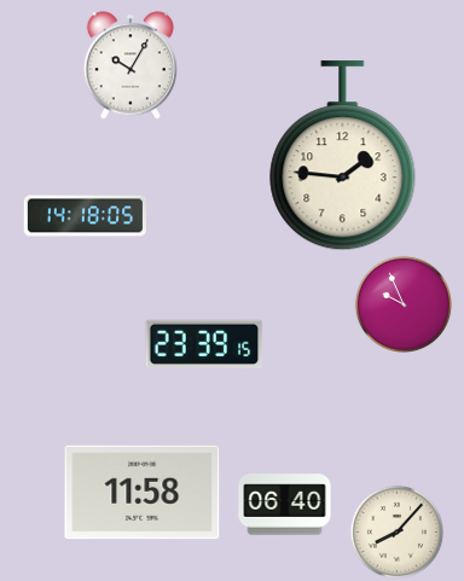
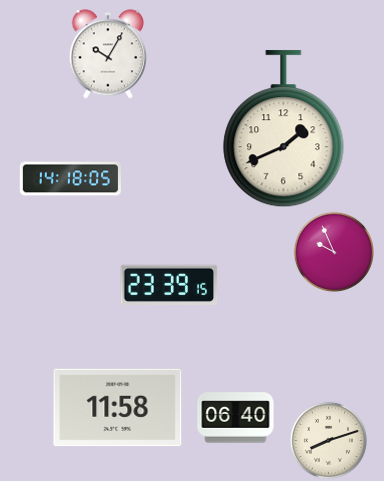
clock at (343, 156): 1:46 -> 1:41
clock at (396, 531): 8:07 -> 8:12
